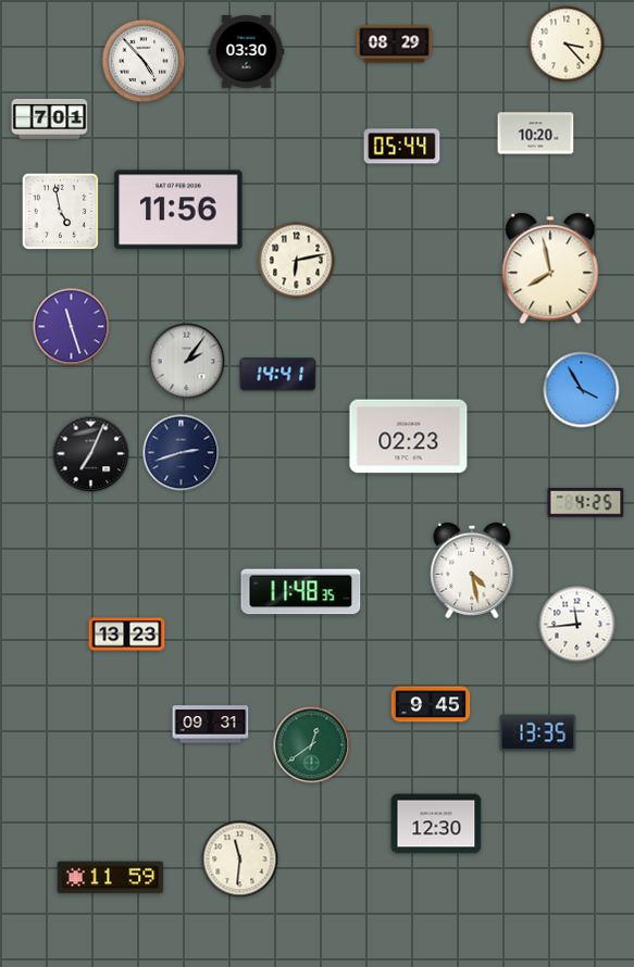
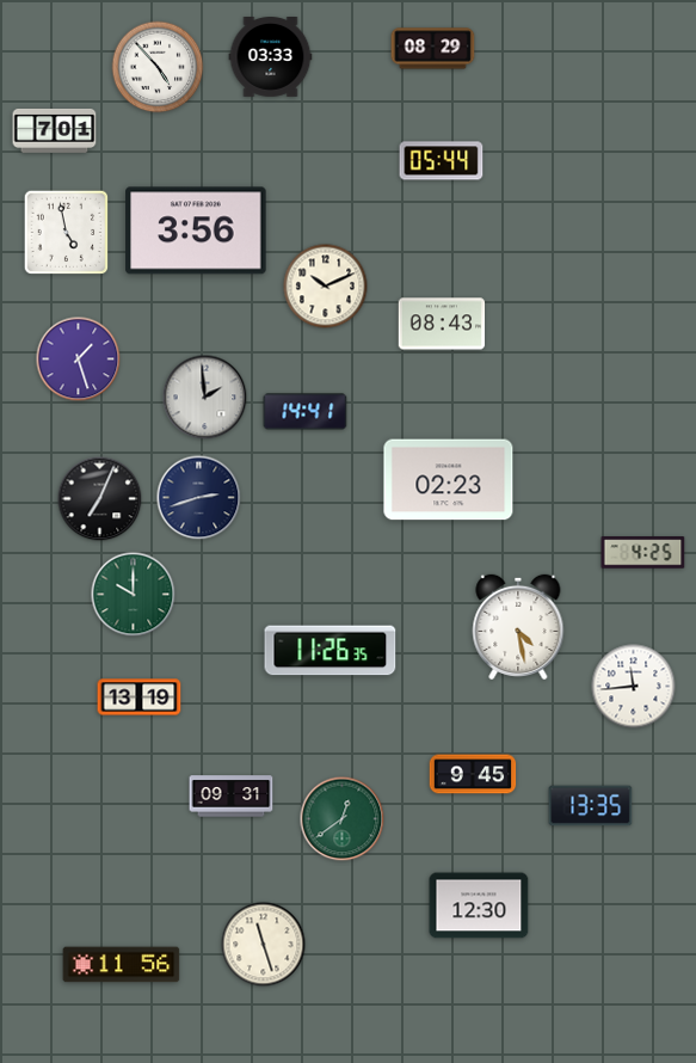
clock at (567, 45): 3:23 -> none
clock at (247, 52): 03:30 -> 03:33
clock at (536, 134): 10:20 -> none
clock at (178, 210): 11:56 -> 3:56
clock at (297, 261): 6:13 -> 10:11
clock at (550, 268): 7:58 -> none
clock at (442, 324): none -> 08:43
clock at (72, 327): 11:27 -> 1:27
clock at (187, 362): 2:06 -> 1:59
clock at (582, 390): 3:55 -> none
clock at (134, 595): none -> 10:00
clock at (301, 592): 11:48 -> 11:26
clock at (127, 635): 13:23 -> 13:19
clock at (240, 859): 11:31 -> 11:27
clock at (111, 878): 11:59 -> 11:56
